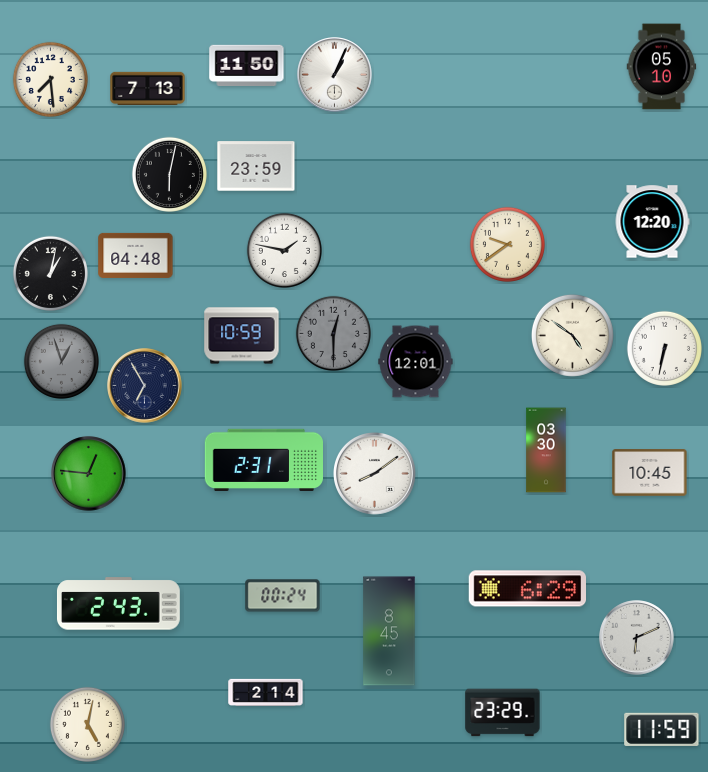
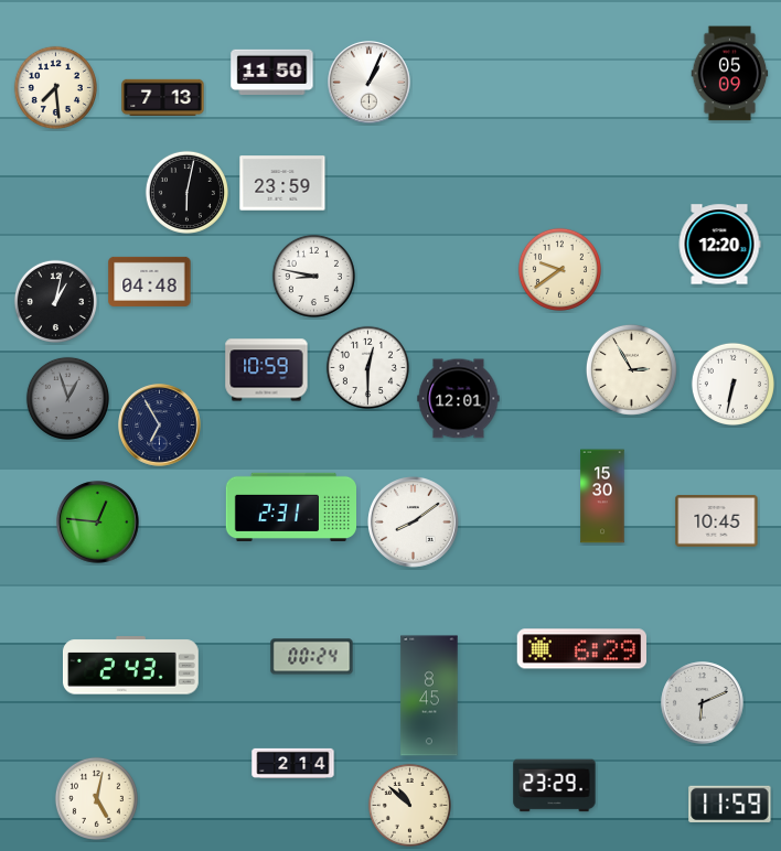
clock at (662, 67): 05:10 -> 05:09
clock at (284, 250): 1:47 -> 8:47
clock at (333, 333) dial: grey -> white
clock at (572, 335): 4:51 -> 2:55
clock at (546, 450): 03:30 -> 15:30
clock at (409, 805): none -> 10:52
